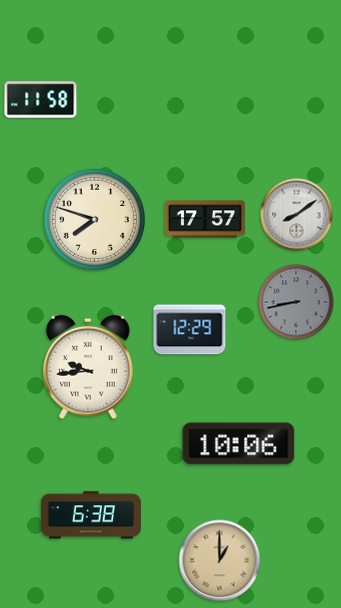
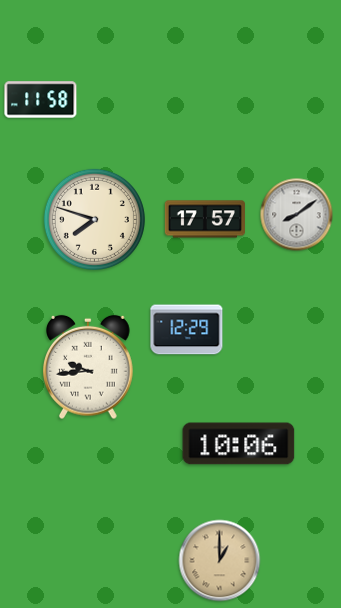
clock at (296, 302): 8:43 -> none
clock at (190, 330) position: (190, 330) -> (187, 330)
clock at (91, 515): 6:38 -> none
